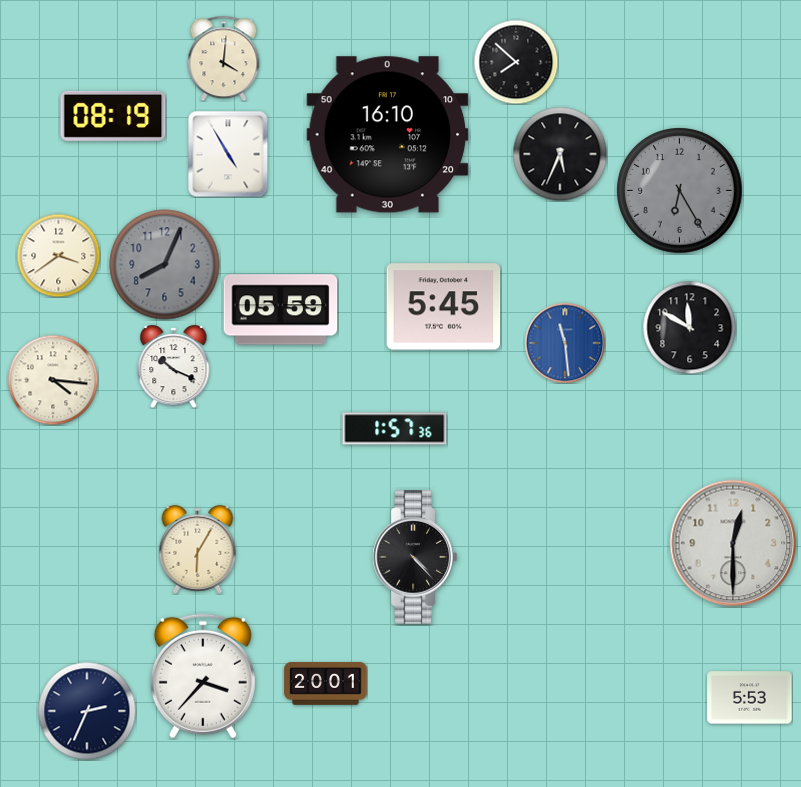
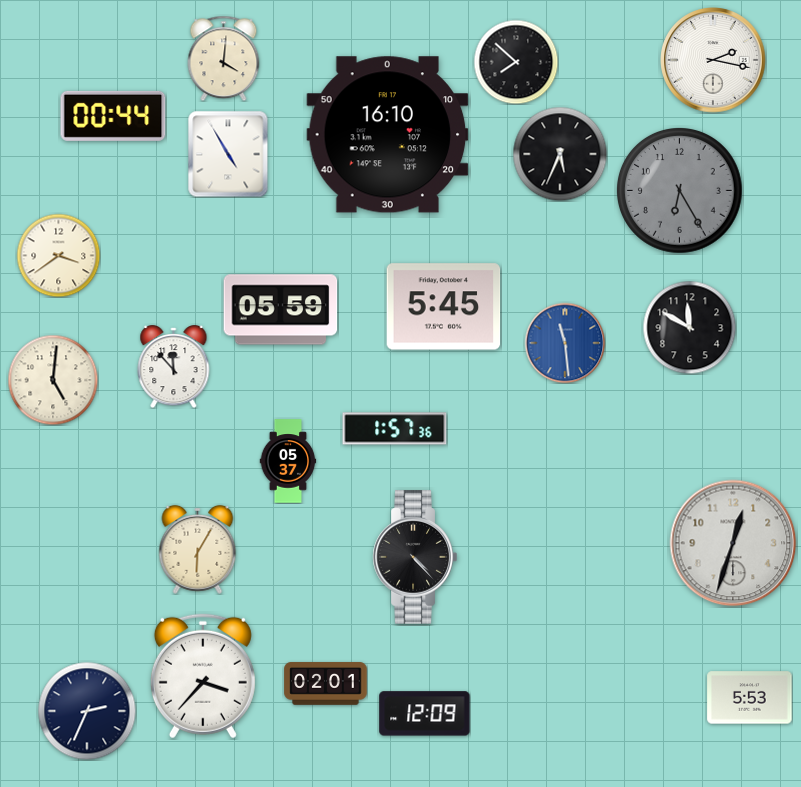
clock at (713, 60): none -> 2:17
clock at (113, 116): 08:19 -> 00:44
clock at (165, 265): 8:04 -> none
clock at (174, 367): 10:19 -> 11:53
clock at (53, 380): 4:16 -> 5:01
clock at (288, 461): none -> 05:37
clock at (733, 543): 12:30 -> 12:33
clock at (326, 684): 20:01 -> 02:01
clock at (425, 714): none -> 12:09
